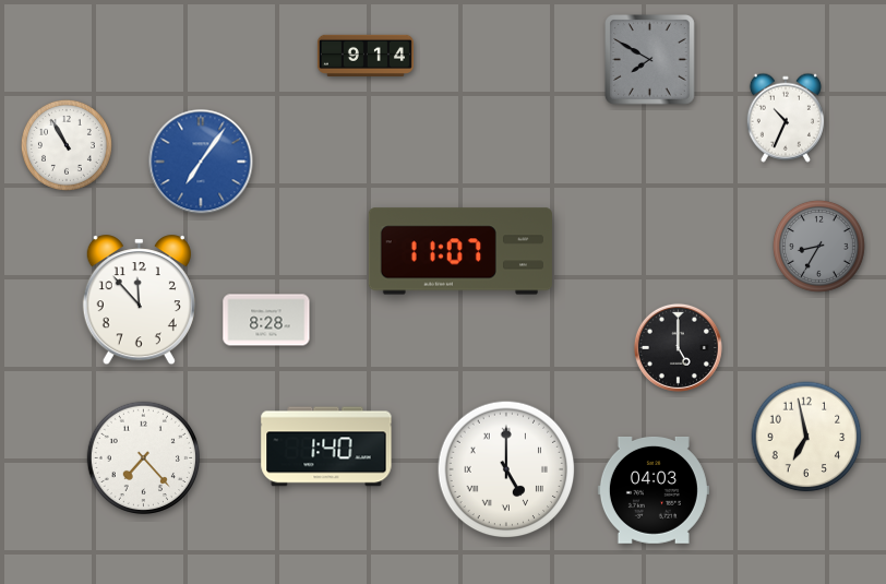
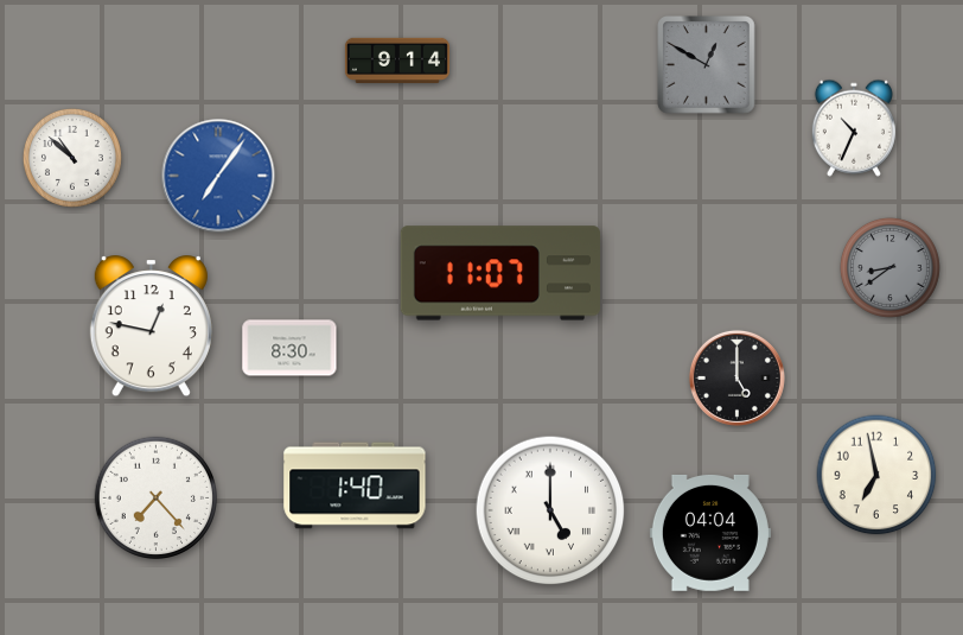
clock at (650, 60): 7:50 -> 12:50
clock at (67, 145): 10:55 -> 10:52
clock at (818, 246): 8:35 -> 8:39
clock at (139, 300): 11:53 -> 12:47
clock at (266, 320): 8:28 -> 8:30
clock at (654, 490): 04:03 -> 04:04
